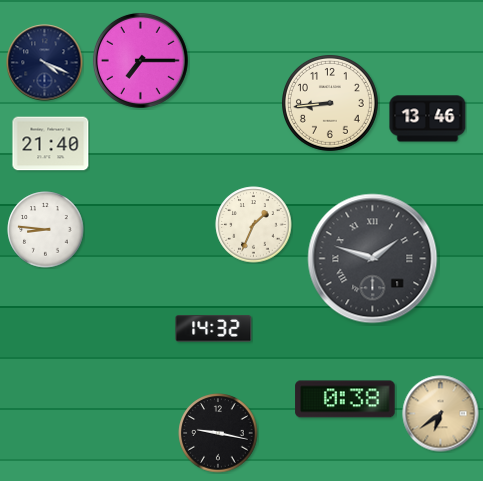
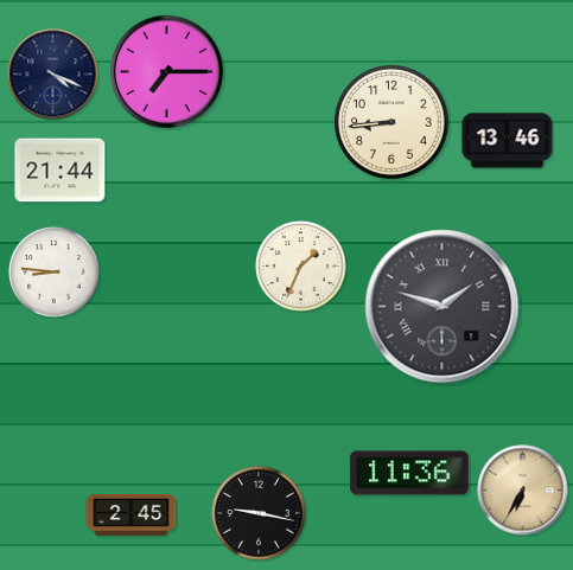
clock at (51, 144): 21:40 -> 21:44
clock at (214, 329): 14:32 -> none
clock at (345, 399): 0:38 -> 11:36
clock at (441, 414): 6:39 -> 6:35
clock at (132, 514): none -> 2:45
